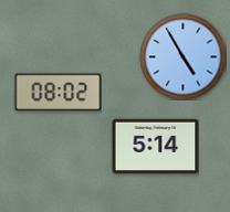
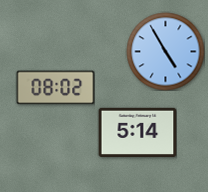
clock at (57, 93) position: (57, 93) -> (55, 88)
clock at (155, 146) position: (155, 146) -> (137, 132)
